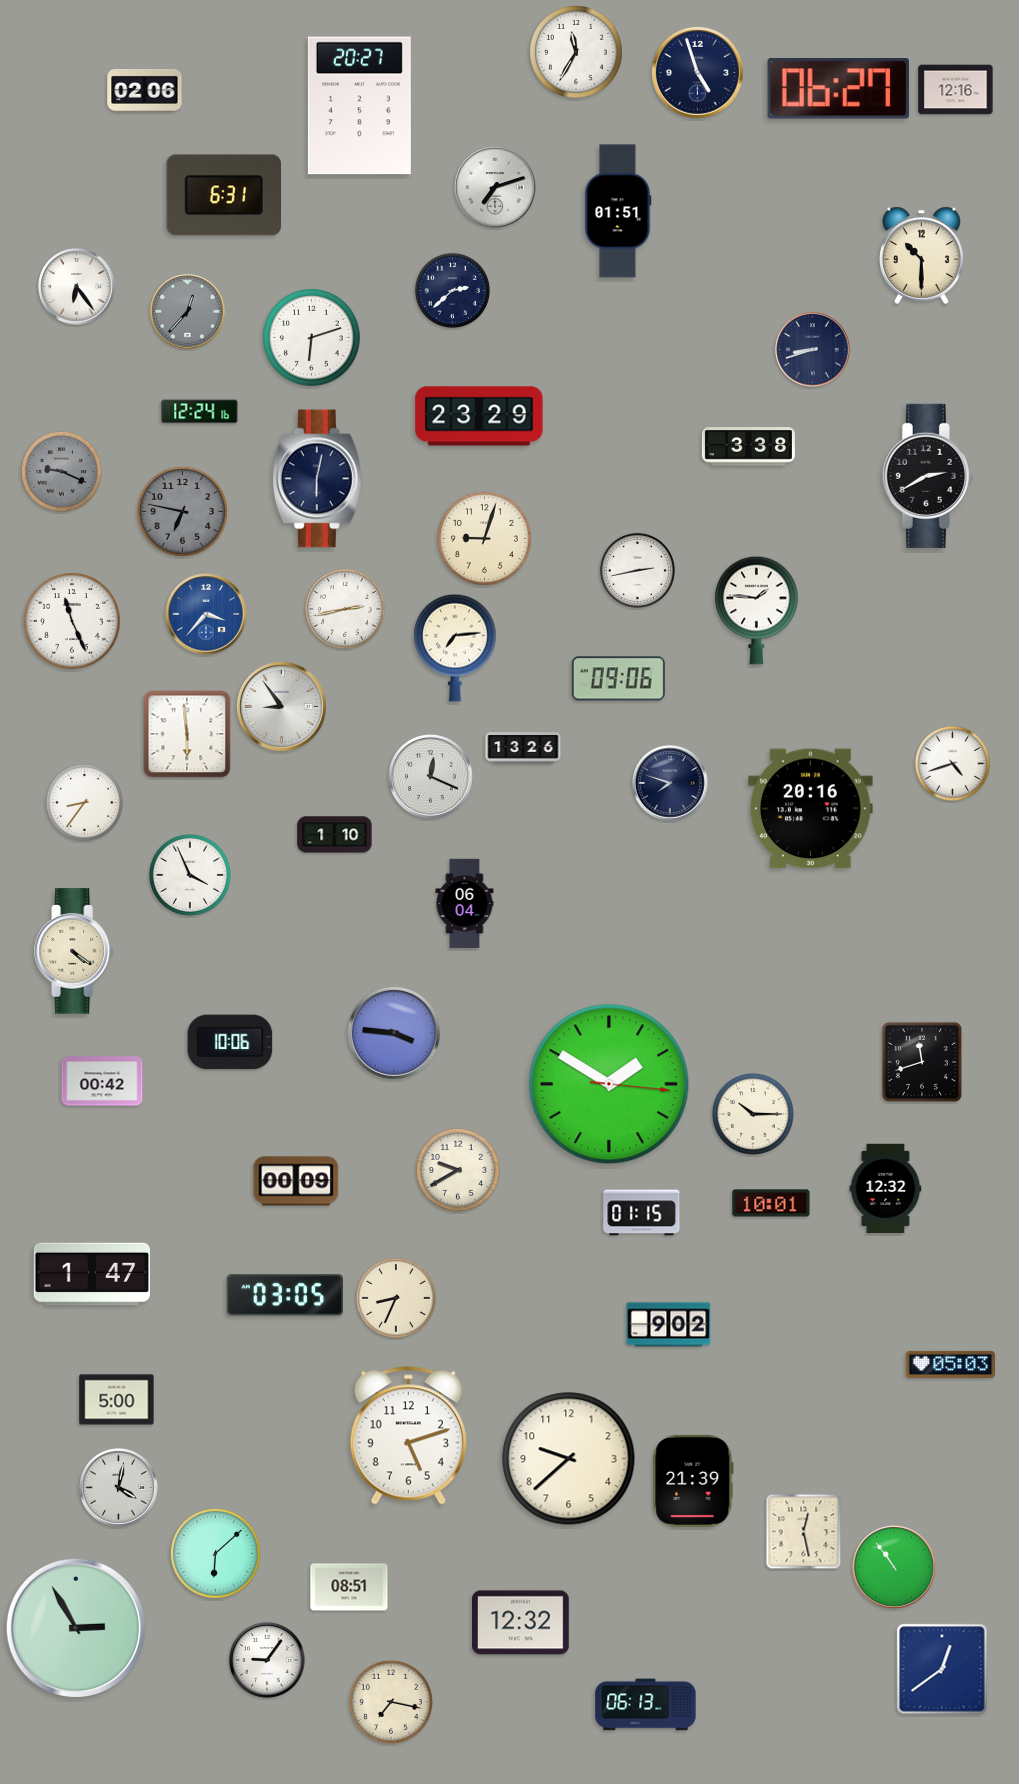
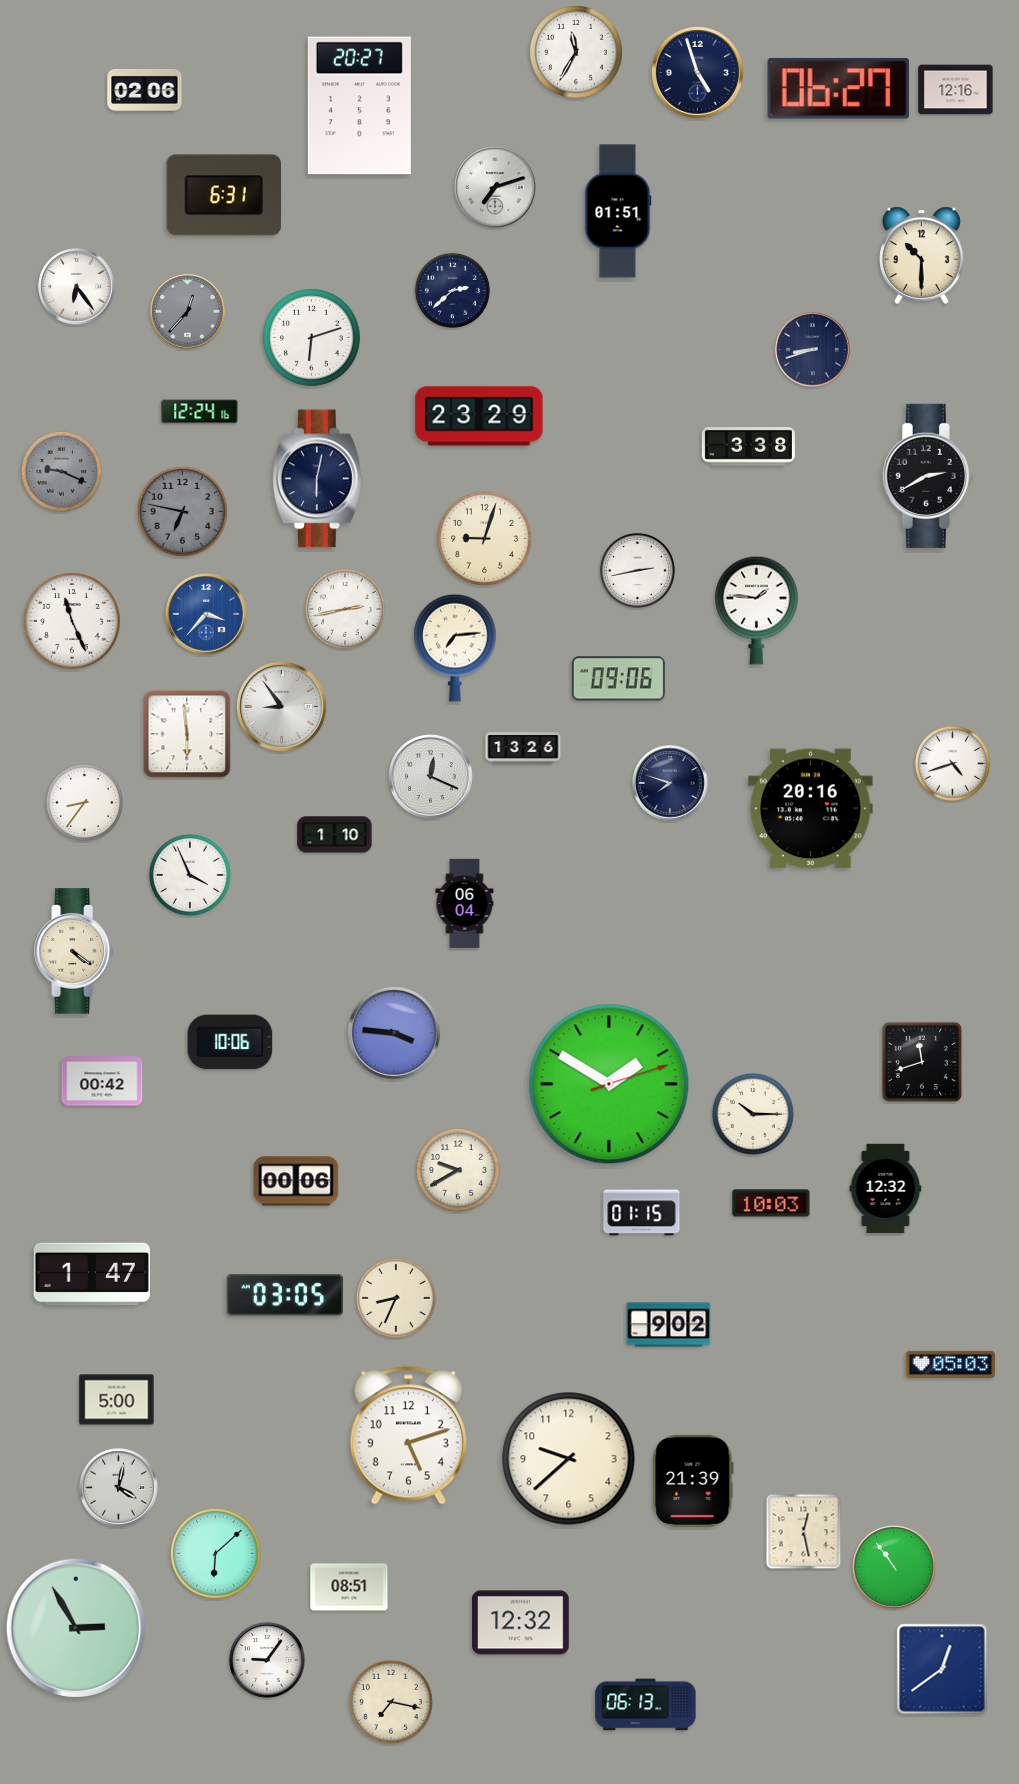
clock at (609, 1084): 1:50:16 -> 1:50:12
clock at (296, 1181): 00:09 -> 00:06
clock at (771, 1203): 10:01 -> 10:03
